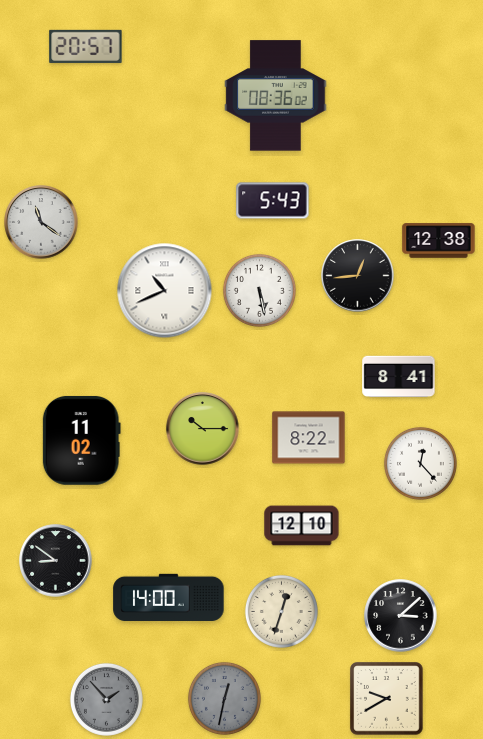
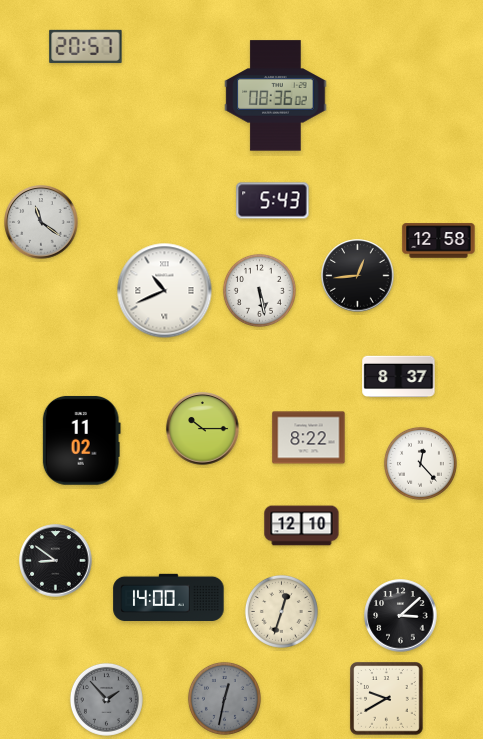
clock at (439, 241): 12:38 -> 12:58
clock at (399, 377): 8:41 -> 8:37
